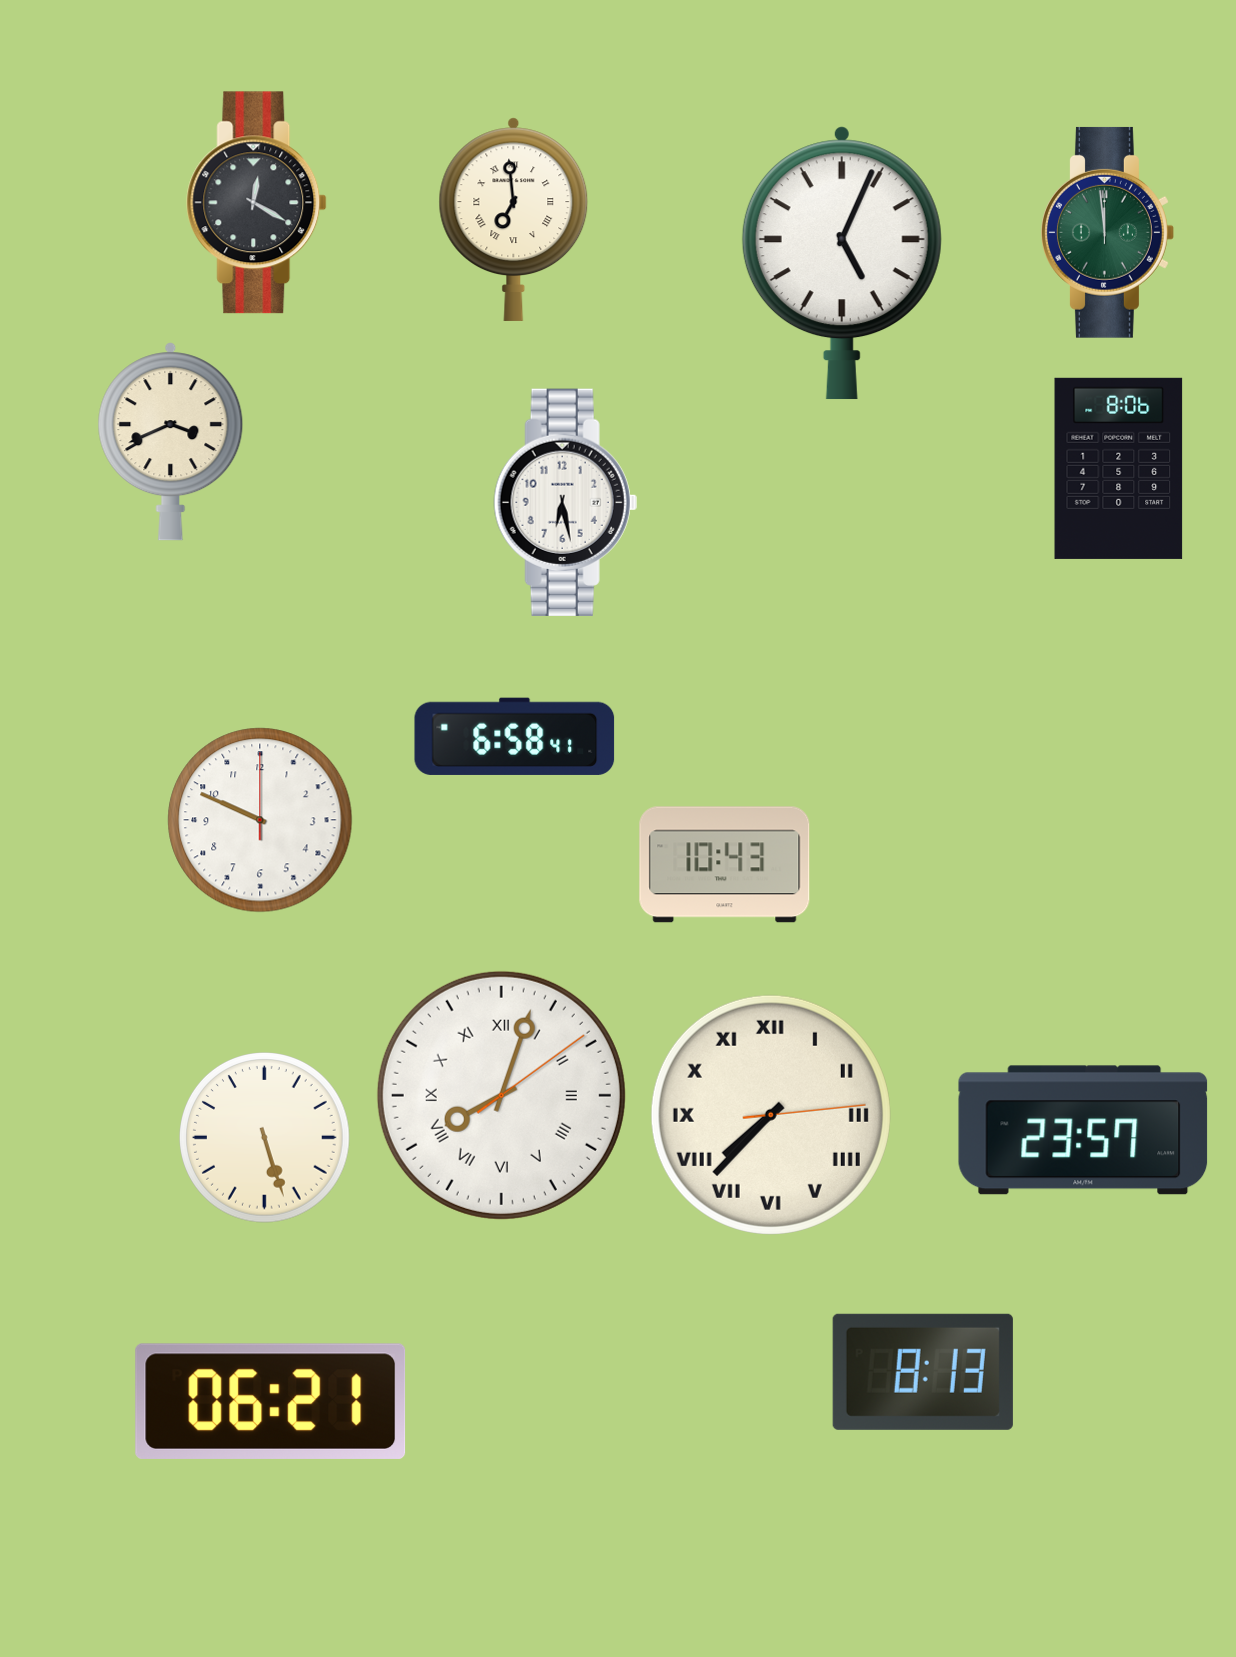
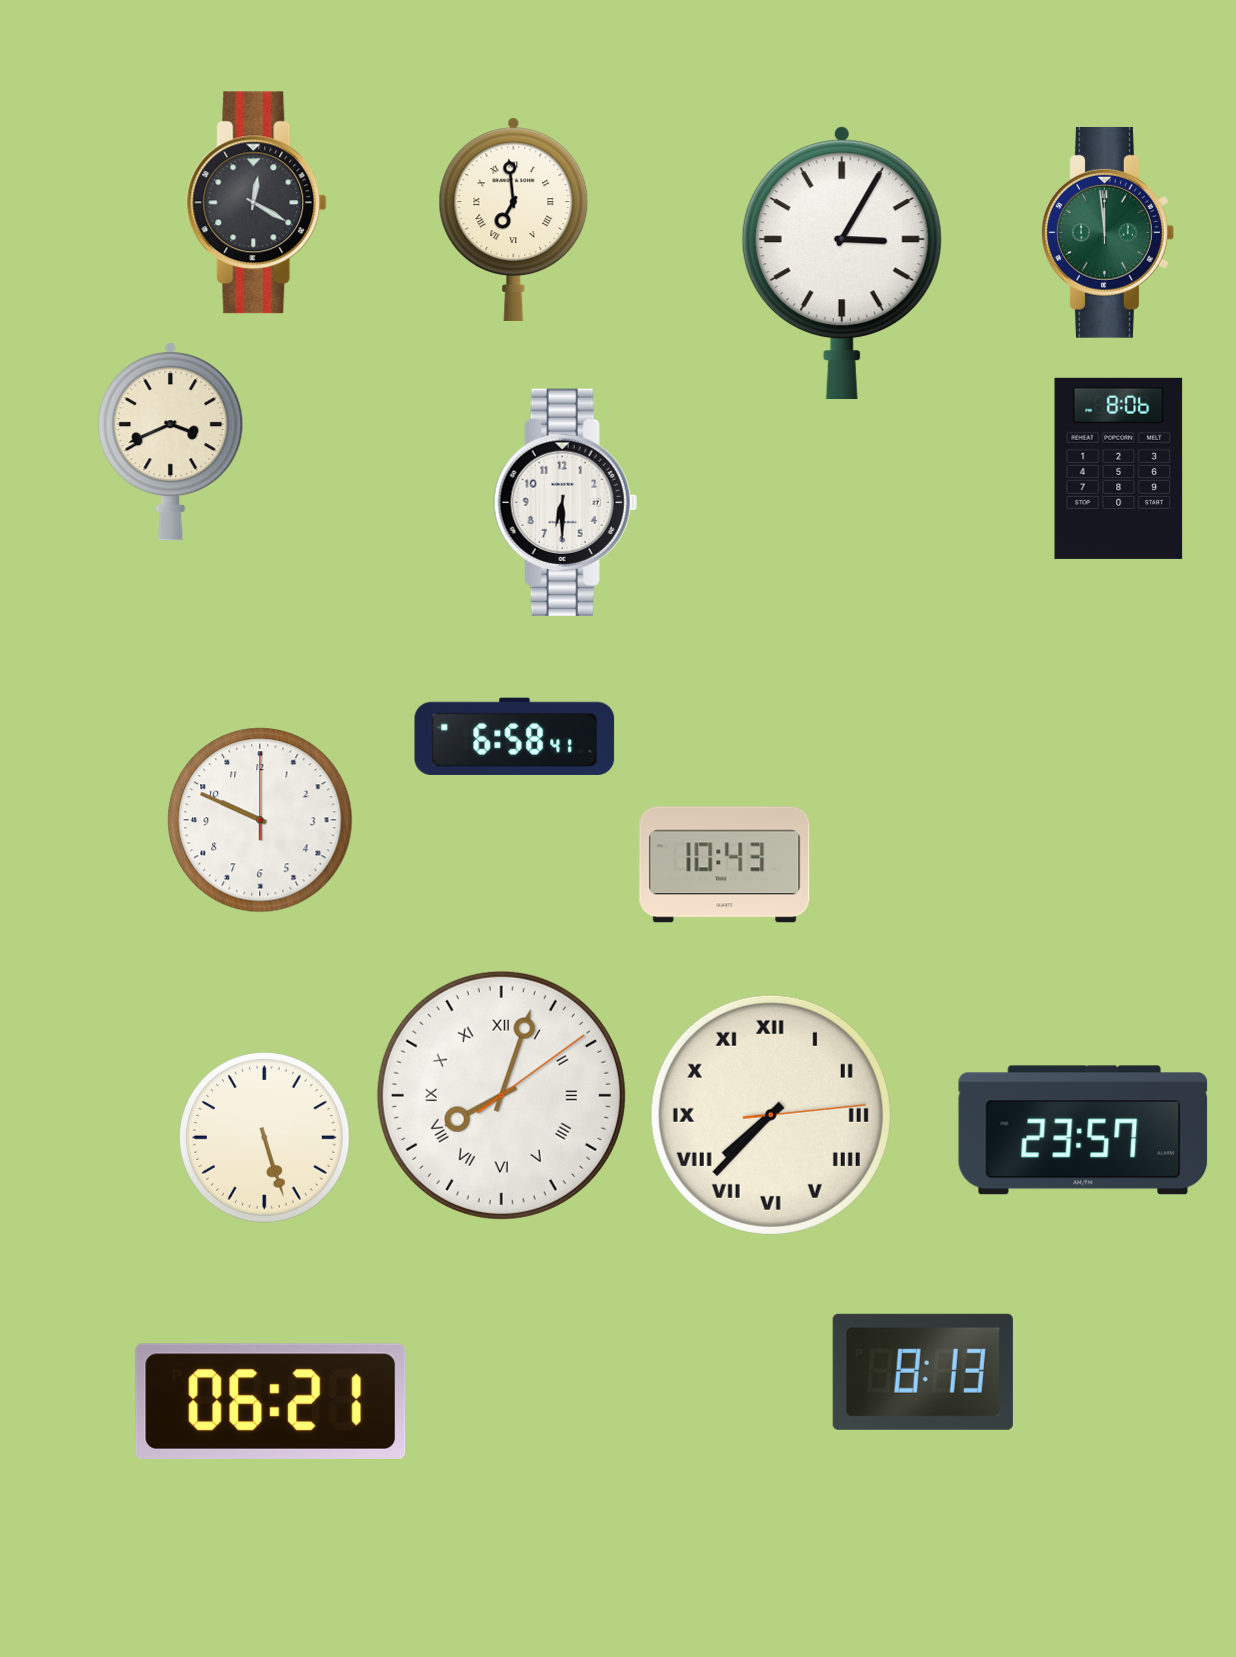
clock at (842, 263): 5:04 -> 3:05
clock at (565, 502): 6:28 -> 6:30
